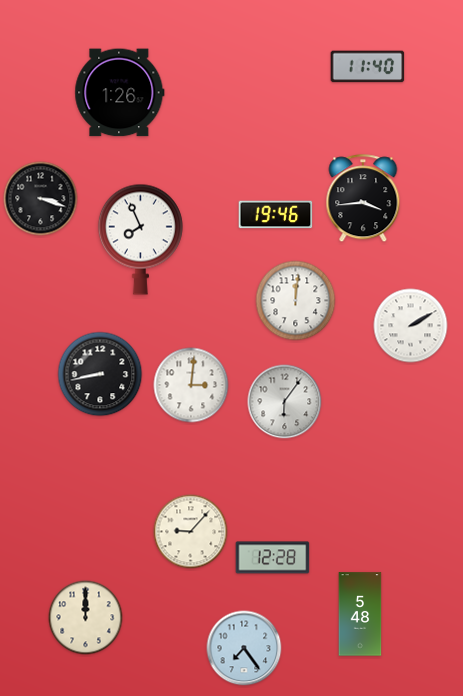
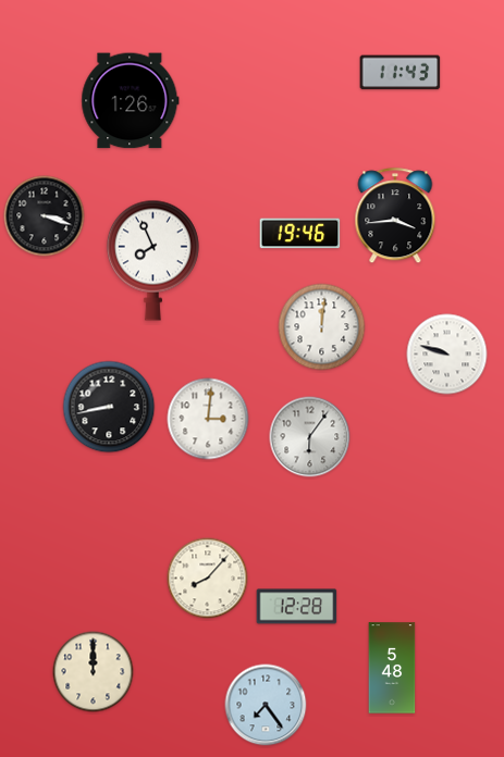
clock at (368, 67): 11:40 -> 11:43
clock at (411, 326): 2:10 -> 9:48
clock at (191, 532): 9:07 -> 8:07
